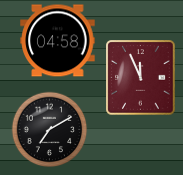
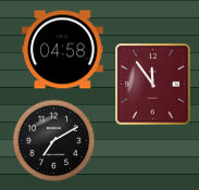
clock at (58, 41) position: (58, 41) -> (63, 50)
clock at (141, 78): 11:56 -> 11:54
